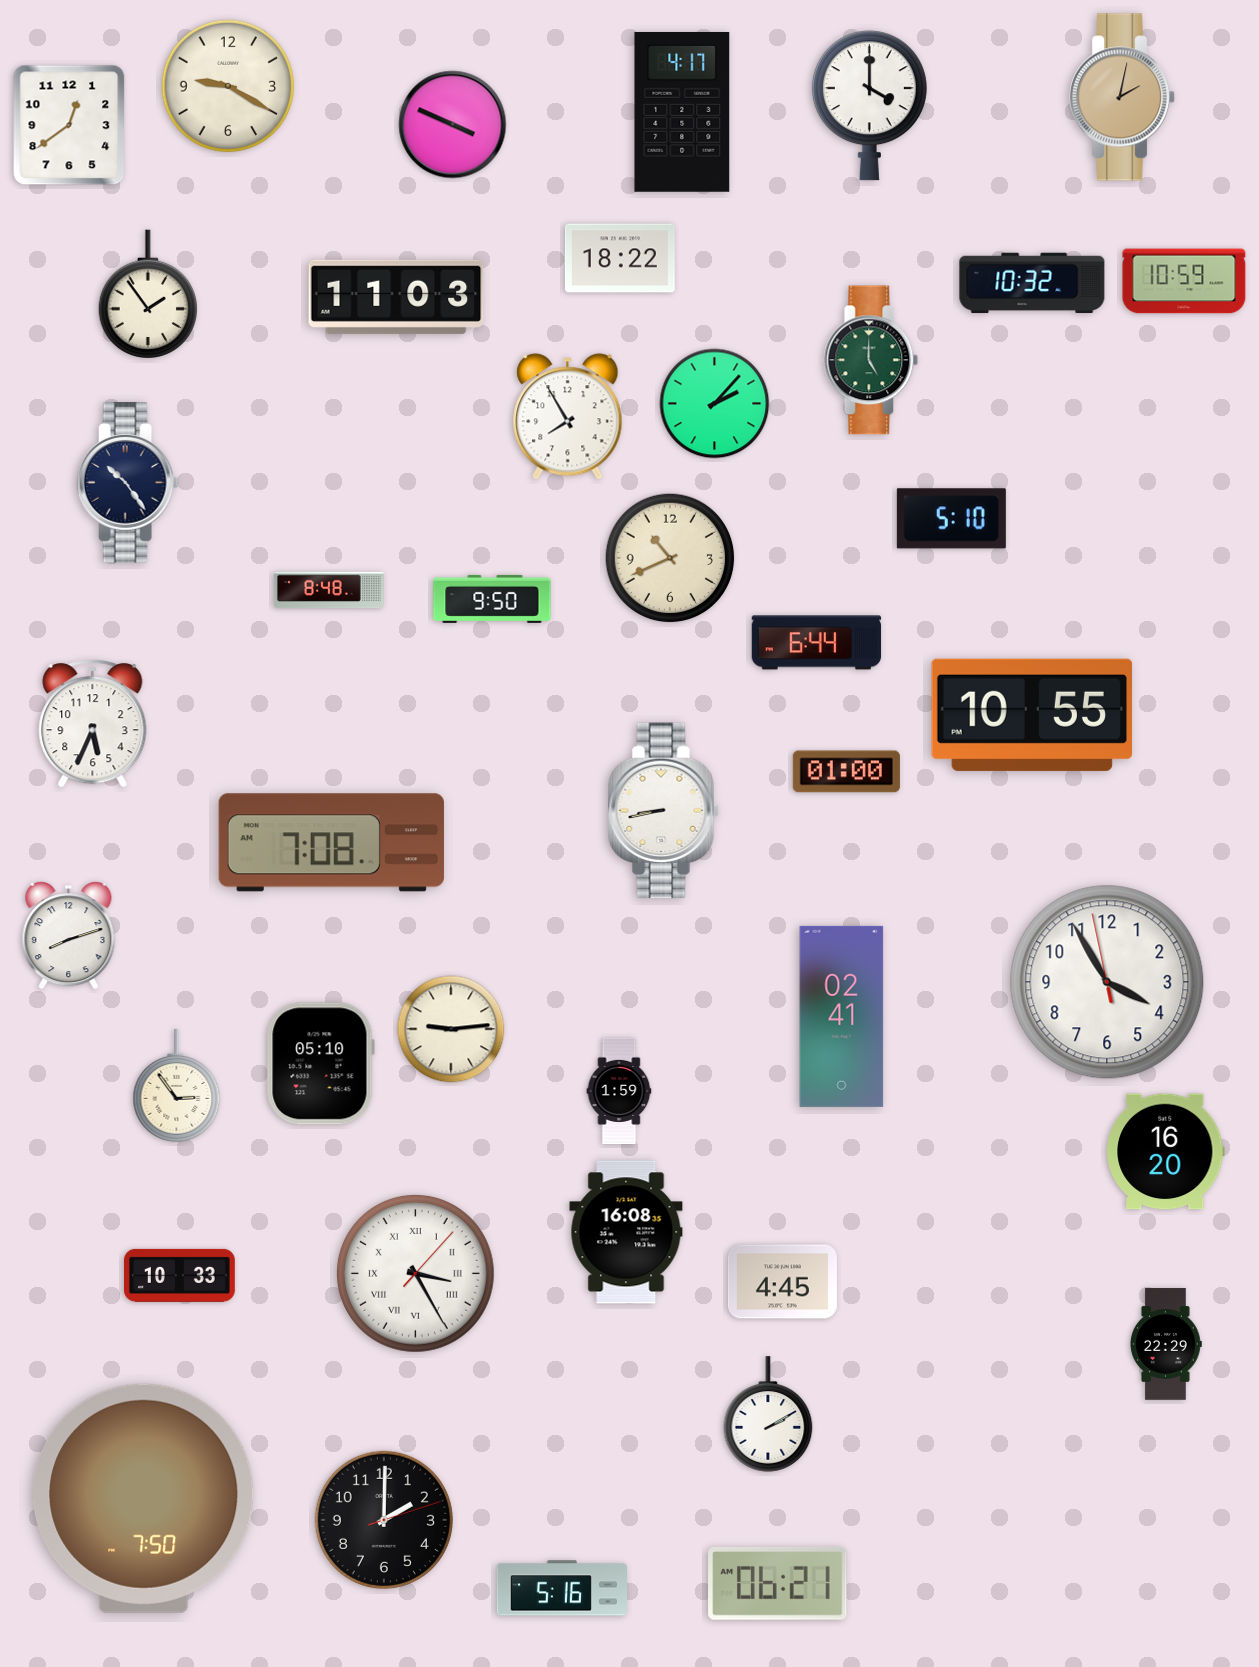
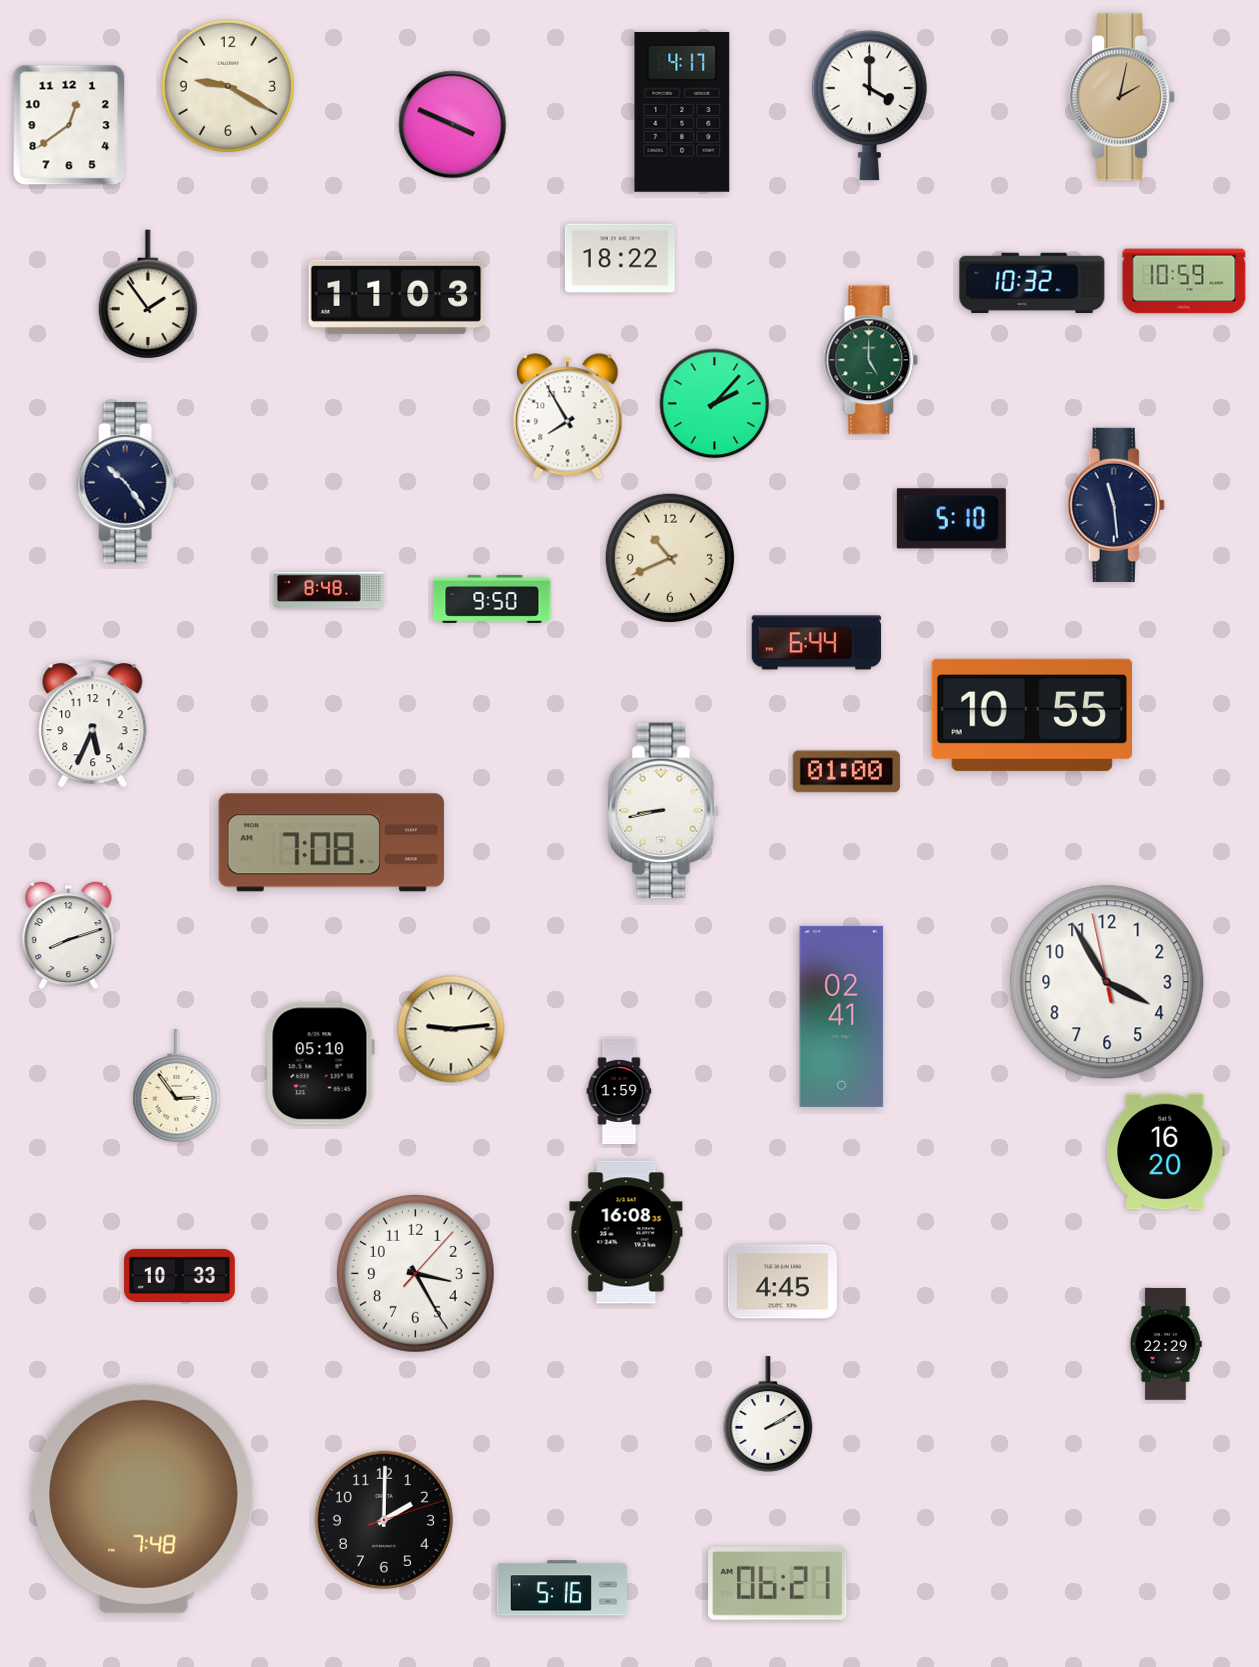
clock at (1116, 505): none -> 11:29
clock at (415, 1273) numerals: Roman -> Arabic
clock at (144, 1498): 7:50 -> 7:48
